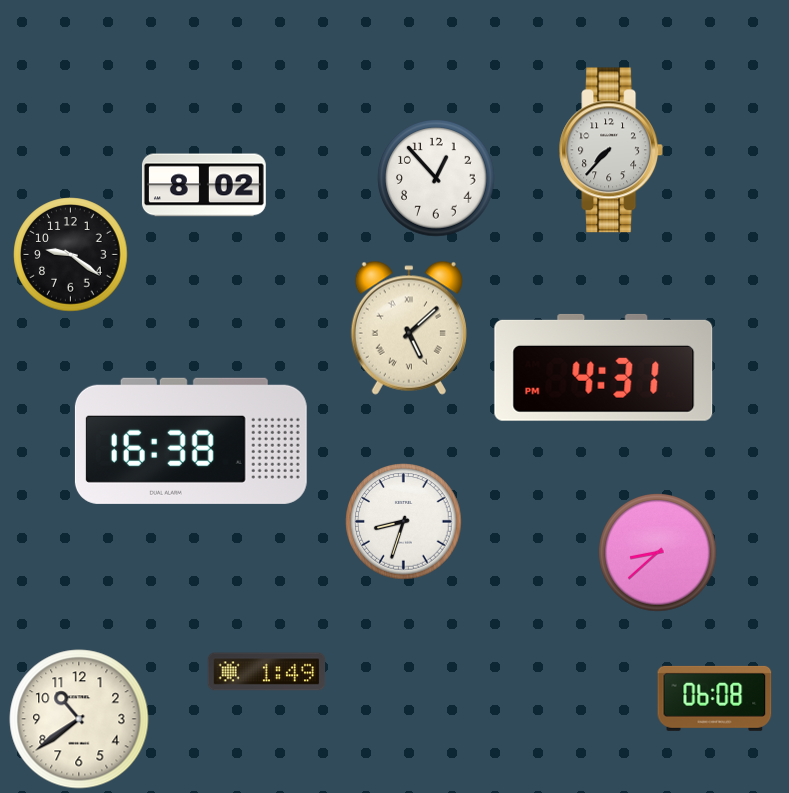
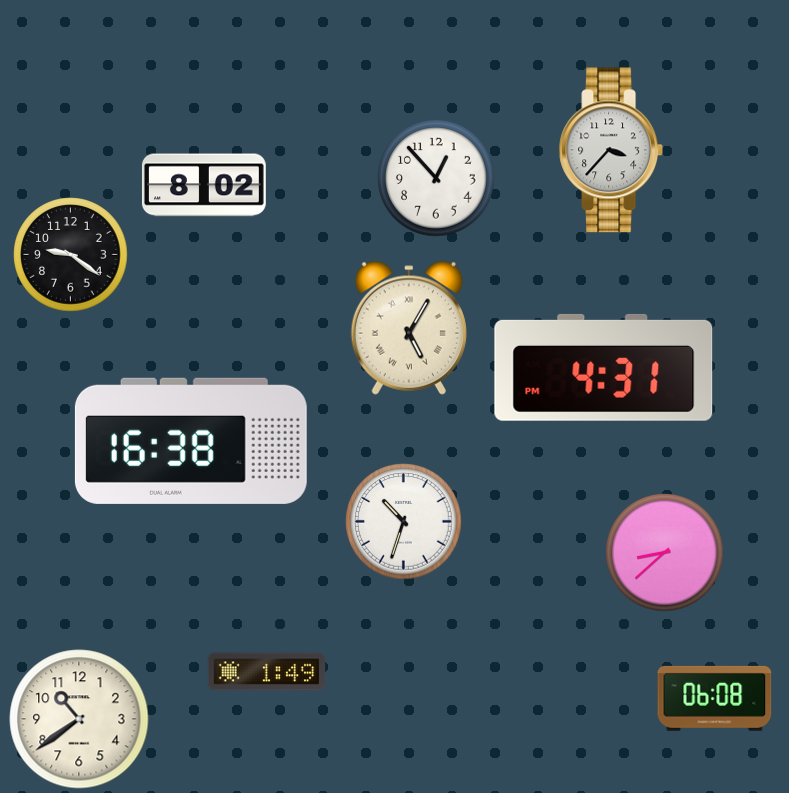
clock at (610, 150): 7:37 -> 3:37
clock at (409, 328): 5:08 -> 5:05
clock at (404, 522): 8:33 -> 10:33
clock at (658, 553) position: (658, 553) -> (665, 553)
